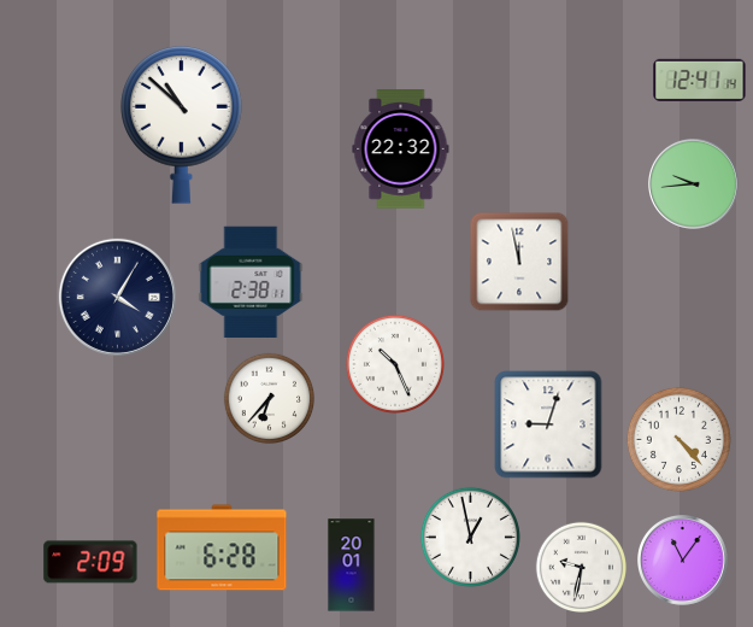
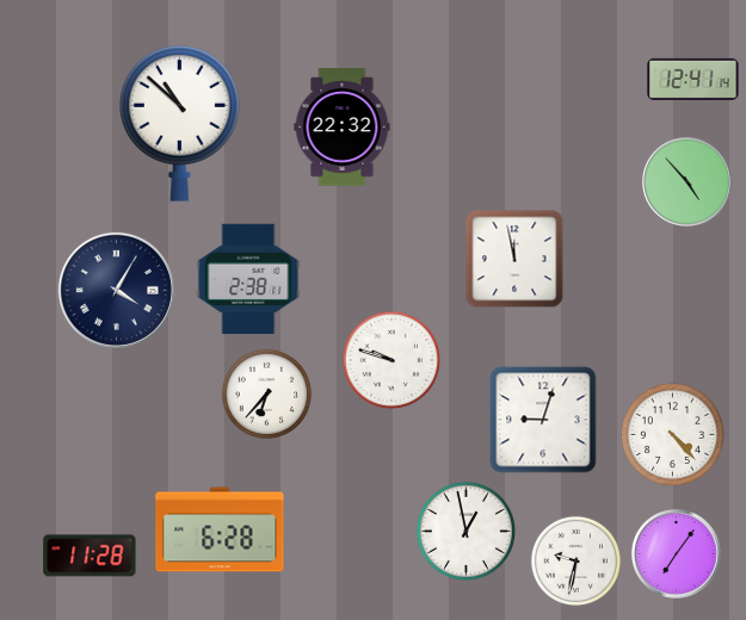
clock at (401, 150) position: (401, 150) -> (343, 128)
clock at (694, 184): 9:44 -> 4:53
clock at (117, 297) position: (117, 297) -> (116, 290)
clock at (395, 364): 10:26 -> 9:48
clock at (222, 547) position: (222, 547) -> (220, 529)
clock at (683, 561): 11:06 -> 7:06
clock at (90, 562): 2:09 -> 11:28
clock at (352, 566): 20:01 -> none
